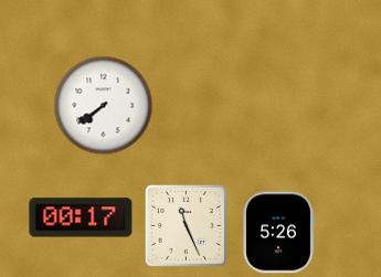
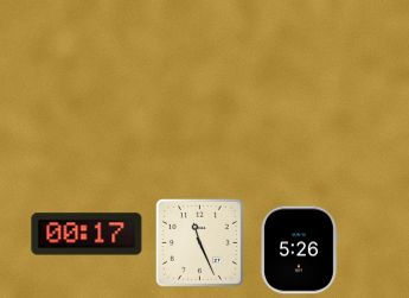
clock at (104, 106): 7:39 -> none
